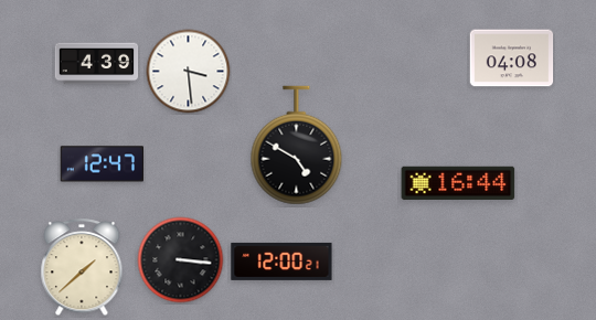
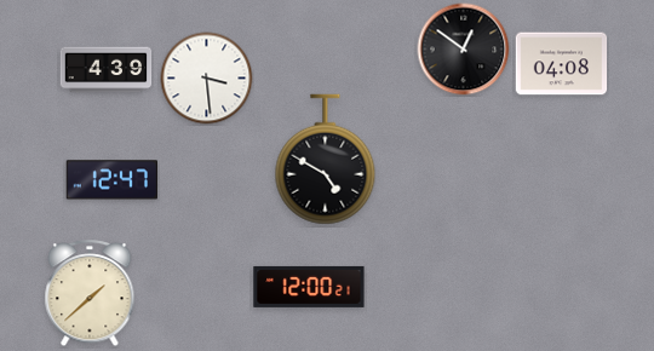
clock at (464, 50): none -> 12:51
clock at (458, 183): 16:44 -> none
clock at (181, 260): 3:16 -> none
